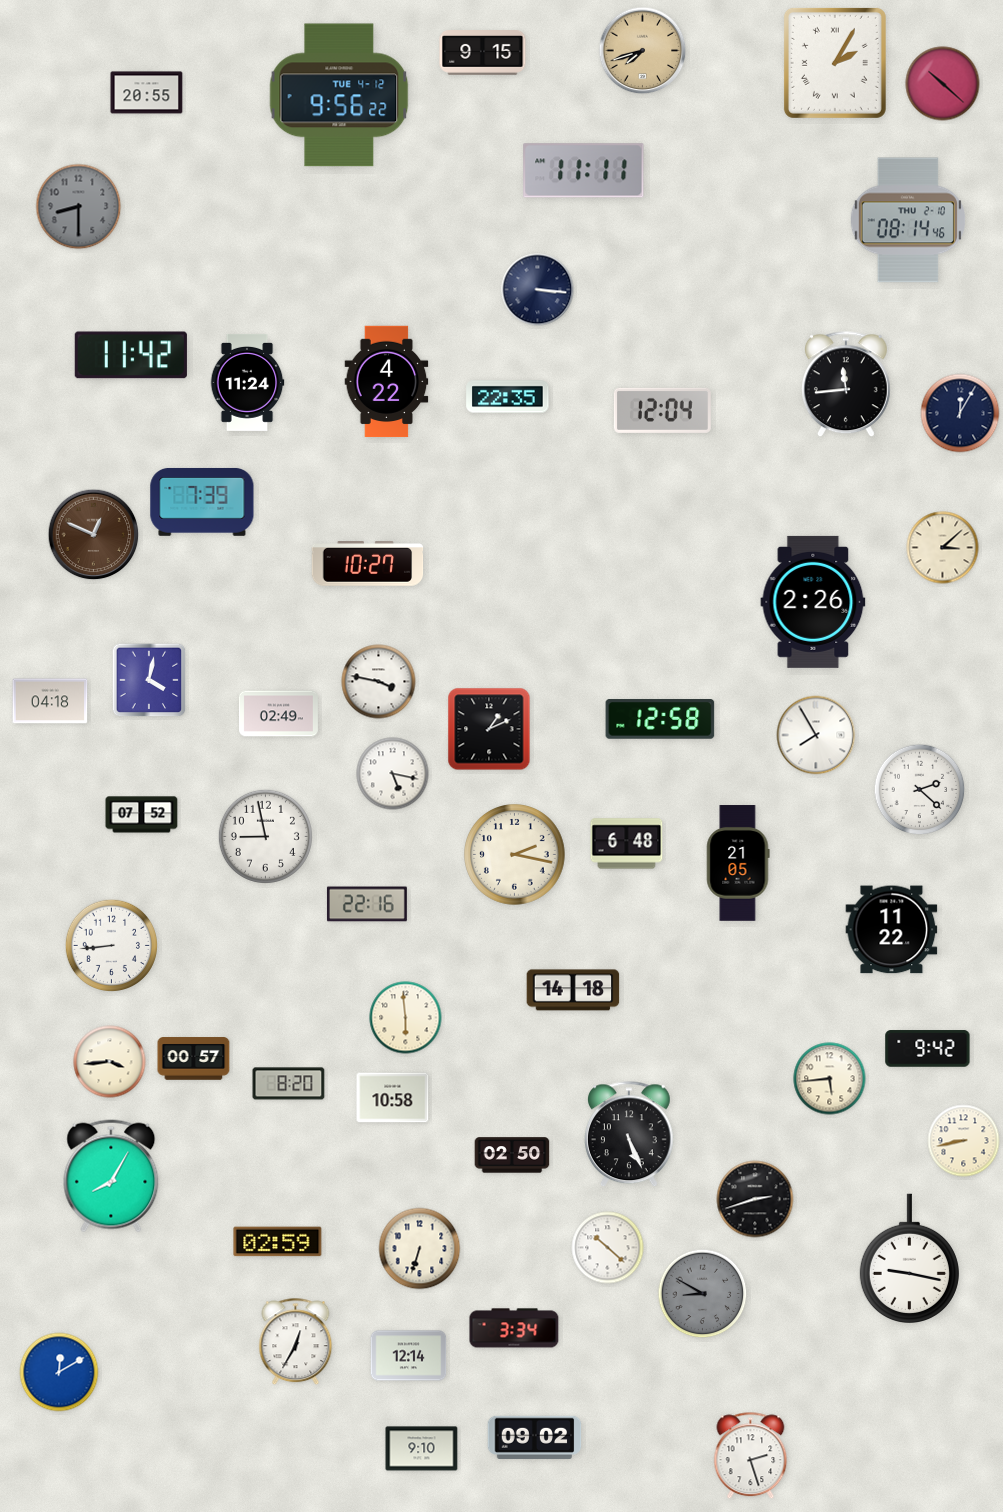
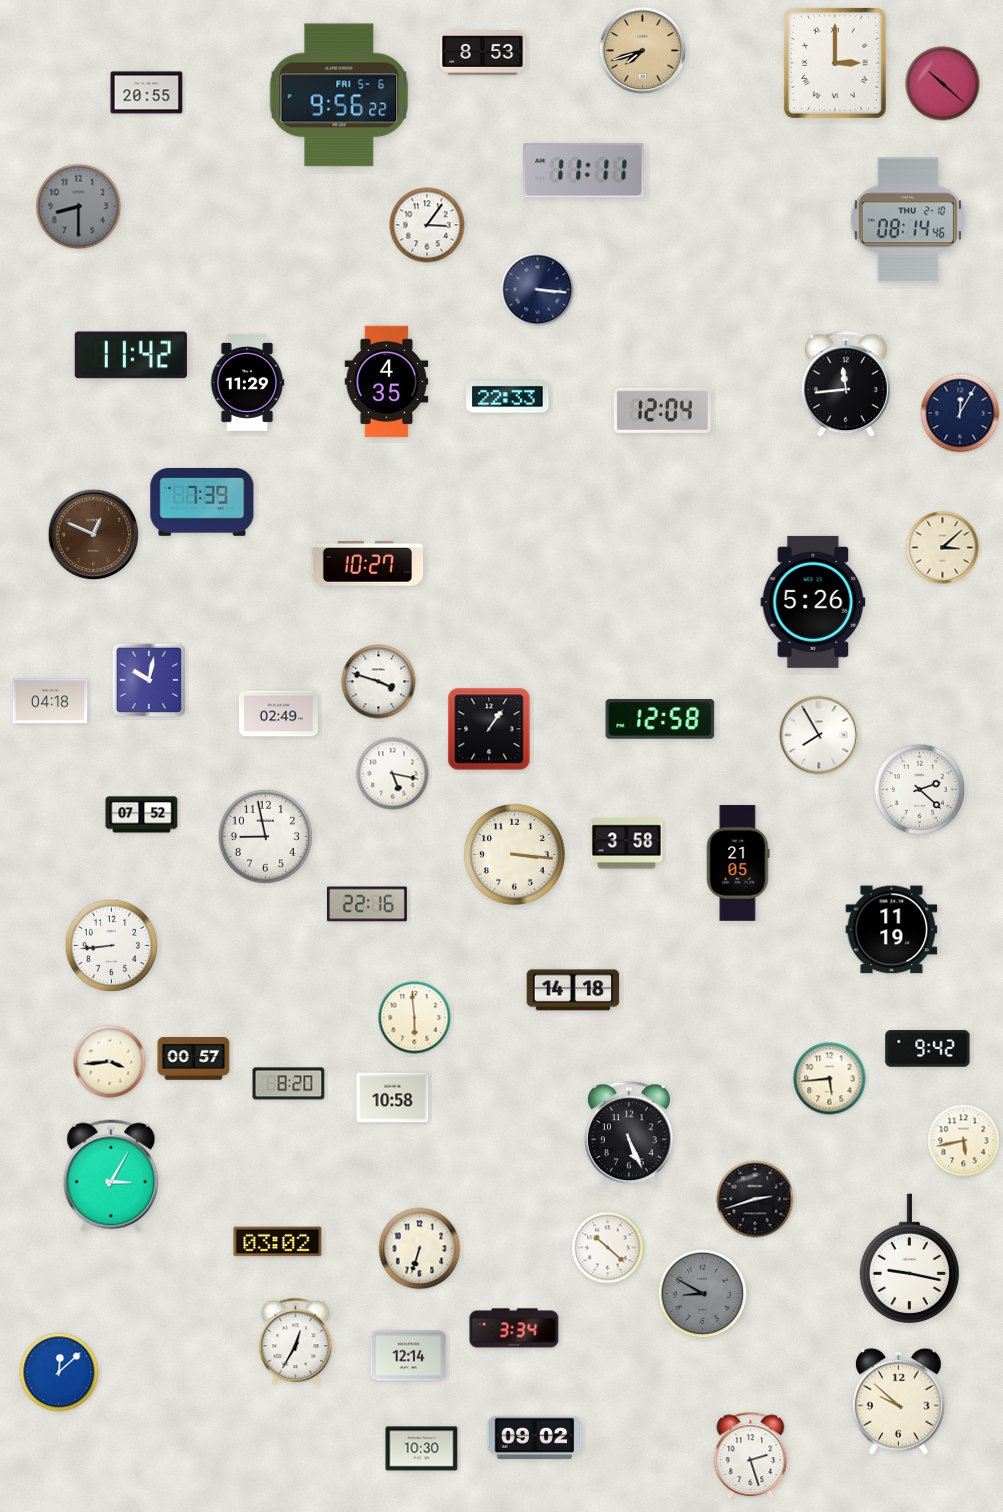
clock at (483, 53): 9:15 -> 8:53
clock at (835, 63): 2:05 -> 3:00
clock at (339, 95) date: TUE 4-12 -> FRI 5-6
clock at (427, 225): none -> 3:06
clock at (247, 382): 11:24 -> 11:29
clock at (387, 382): 4:22 -> 4:35
clock at (508, 397): 22:35 -> 22:33
clock at (813, 602): 2:26 -> 5:26
clock at (149, 680): 4:02 -> 10:02
clock at (379, 682): 3:47 -> 3:48
clock at (489, 729): 1:11 -> 1:06
clock at (816, 735) position: (816, 735) -> (819, 735)
clock at (627, 844): 6:48 -> 3:58
clock at (515, 855): 2:17 -> 3:16
clock at (892, 930): 11:22 -> 11:19
clock at (406, 1018) position: (406, 1018) -> (415, 1018)
clock at (964, 1141): 8:43 -> 5:43
clock at (512, 1155): 02:50 -> none
clock at (111, 1176): 8:05 -> 3:05
clock at (278, 1242): 02:59 -> 03:02
clock at (59, 1372): 12:10 -> 12:08
clock at (899, 1401): none -> 9:52
clock at (422, 1449): 9:10 -> 10:30
